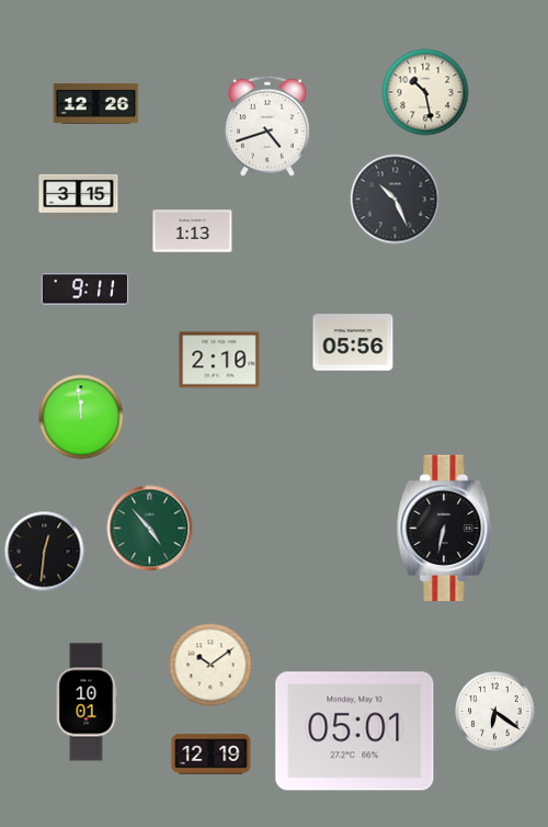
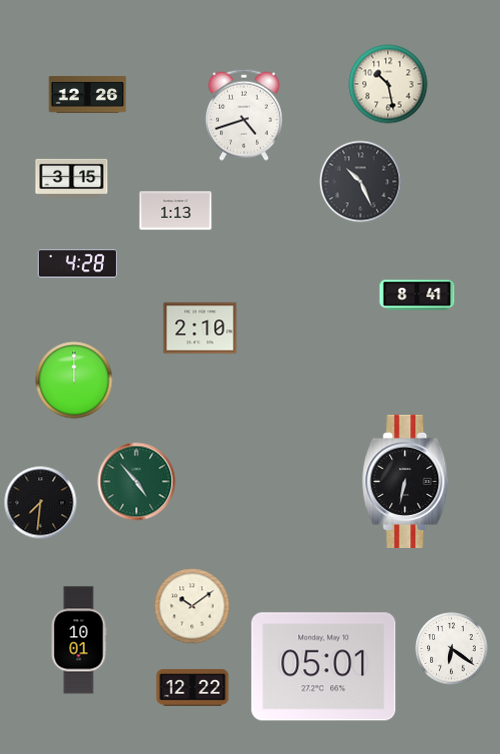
clock at (85, 290): 9:11 -> 4:28
clock at (417, 295): none -> 8:41
clock at (353, 342): 05:56 -> none
clock at (81, 417): 11:59 -> 12:00
clock at (45, 552): 12:31 -> 7:31
clock at (212, 755): 12:19 -> 12:22
